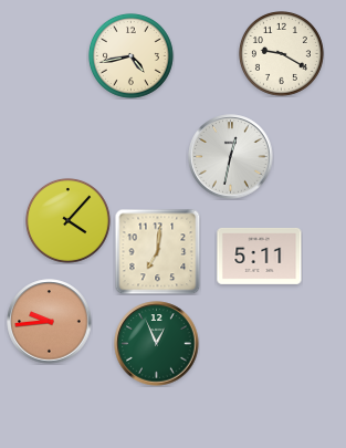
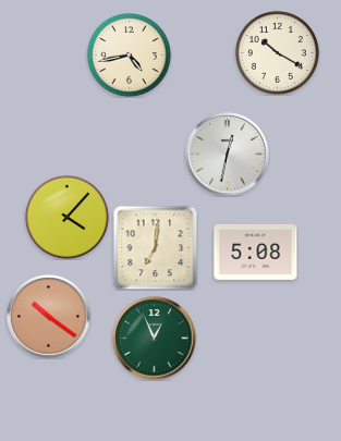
clock at (281, 53): 9:20 -> 10:20
clock at (260, 256): 5:11 -> 5:08
clock at (50, 322): 9:44 -> 10:21
